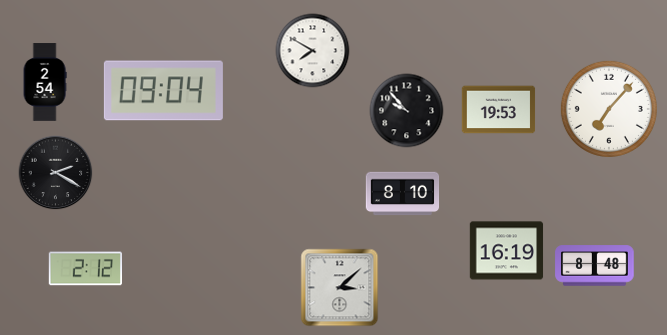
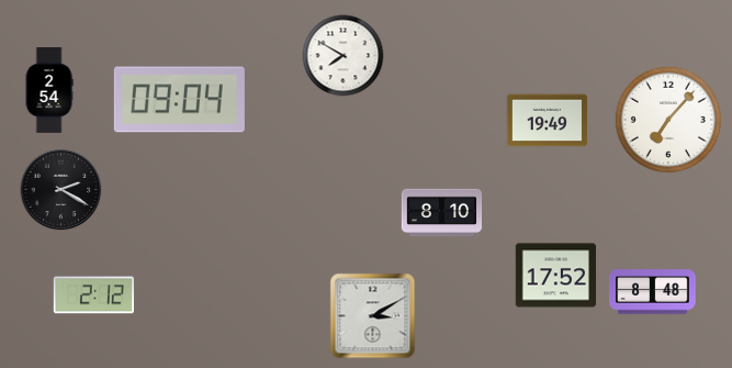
clock at (499, 110): 19:53 -> 19:49
clock at (407, 111): 9:53 -> none
clock at (507, 251): 16:19 -> 17:52
clock at (340, 288): 3:08 -> 3:10
